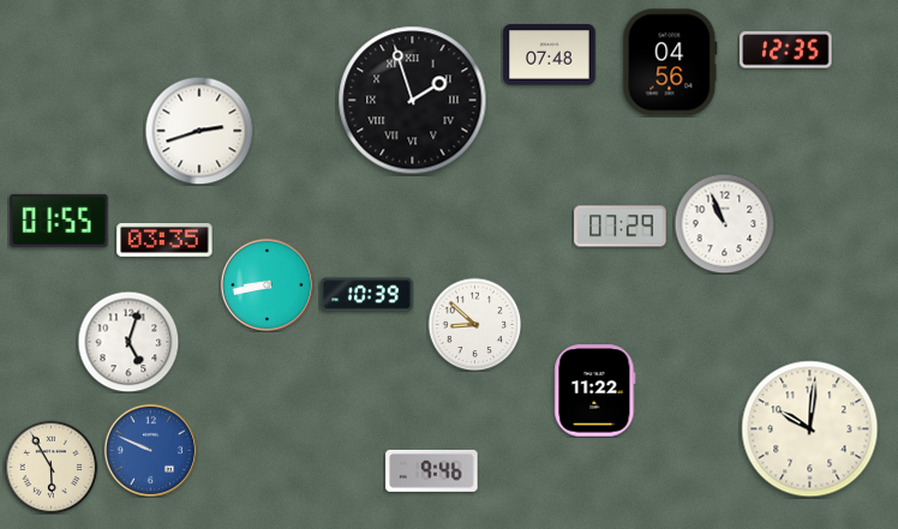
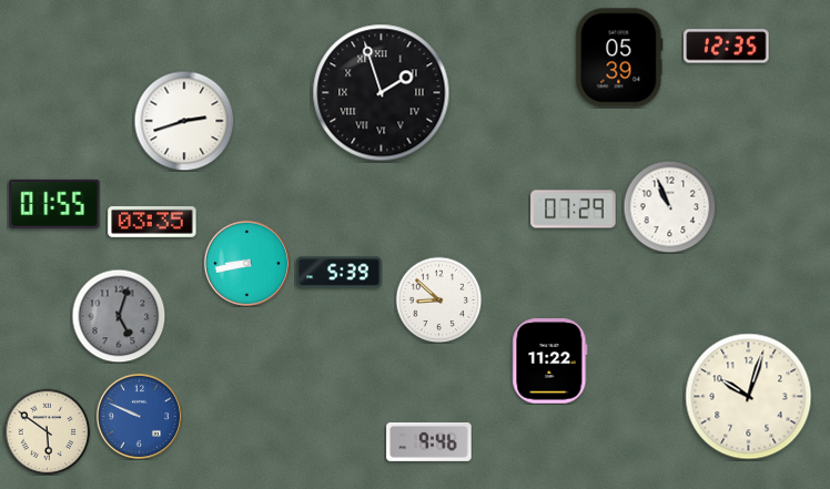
clock at (550, 55): 07:48 -> none
clock at (670, 62): 04:56 -> 05:39
clock at (367, 295): 10:39 -> 5:39
clock at (128, 342) dial: white -> grey
clock at (810, 429): 10:01 -> 10:03
clock at (50, 467): 5:55 -> 5:51
clock at (432, 470) position: (432, 470) -> (429, 441)
